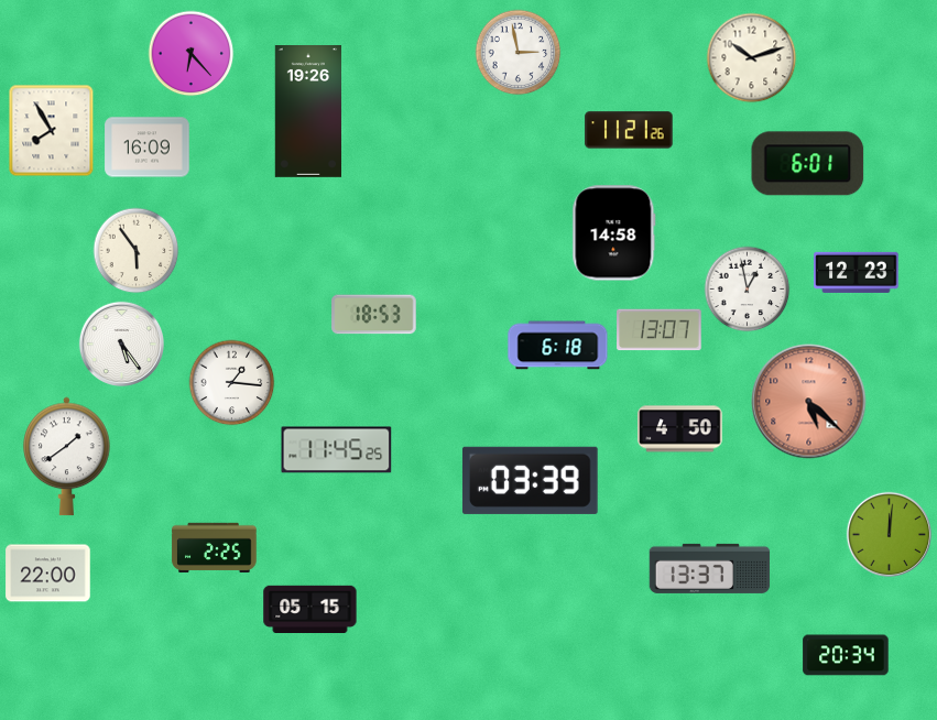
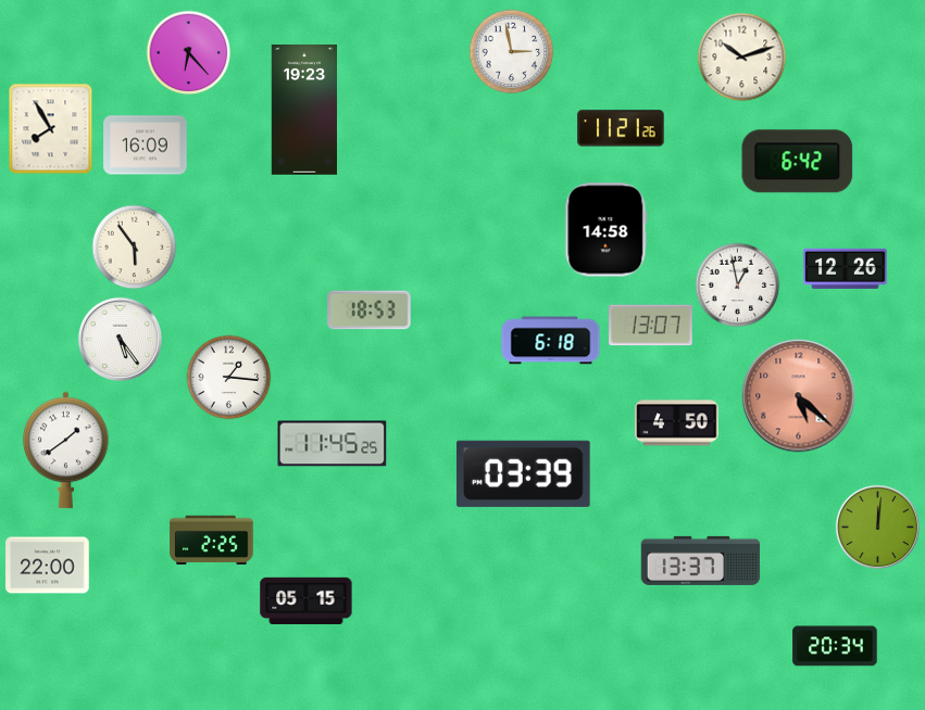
clock at (307, 112): 19:26 -> 19:23
clock at (808, 164): 6:01 -> 6:42
clock at (857, 272): 12:23 -> 12:26
clock at (680, 429) position: (680, 429) -> (677, 423)
